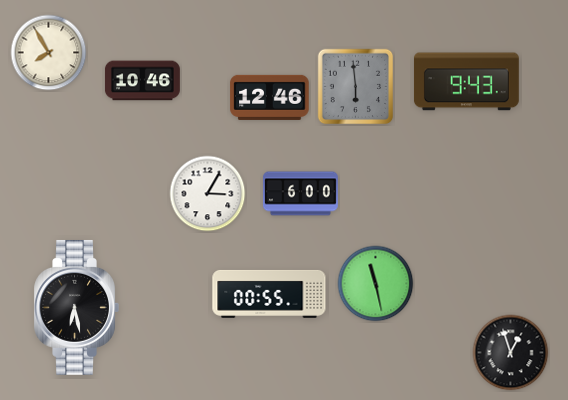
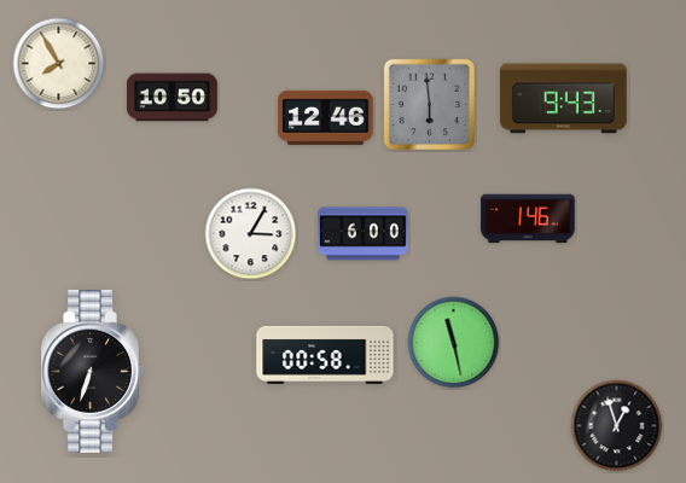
clock at (142, 81): 10:46 -> 10:50
clock at (528, 219): none -> 1:46
clock at (269, 294): 00:55 -> 00:58
clock at (76, 307): 6:28 -> 6:33
